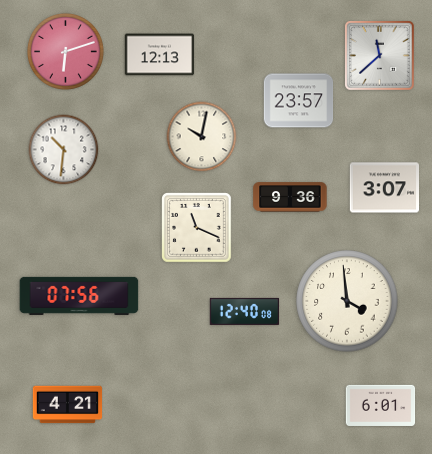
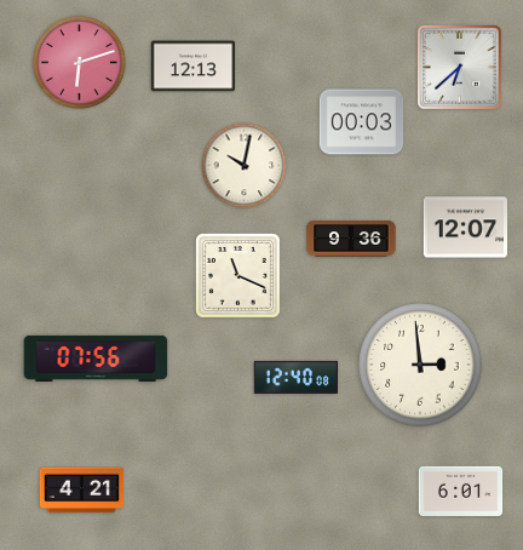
clock at (380, 56): 11:38 -> 6:38
clock at (299, 101): 23:57 -> 00:03
clock at (64, 150): 10:31 -> none
clock at (385, 188): 3:07 -> 12:07
clock at (347, 301): 3:59 -> 2:59
